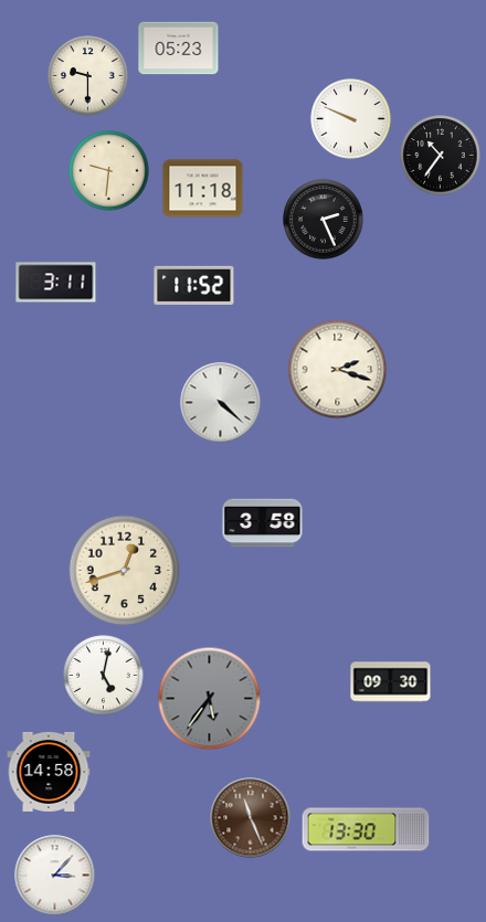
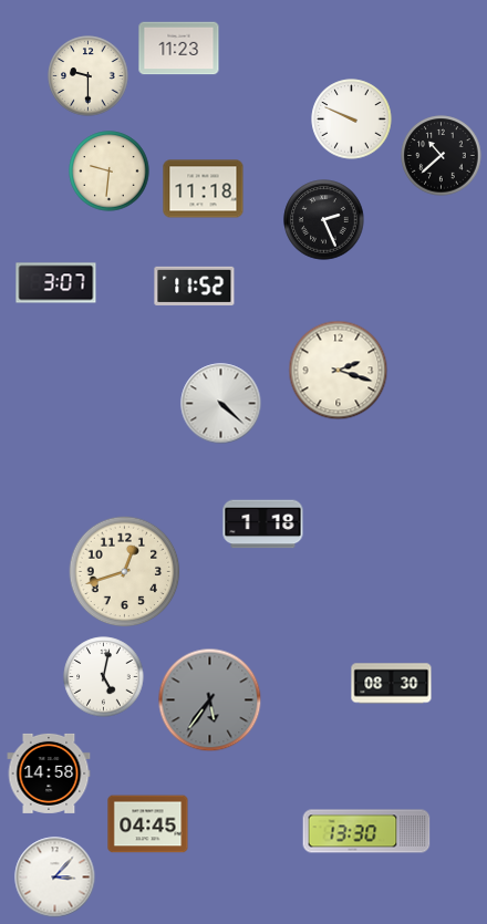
clock at (179, 49): 05:23 -> 11:23
clock at (441, 156): 10:36 -> 10:38
clock at (56, 283): 3:11 -> 3:07
clock at (263, 523): 3:58 -> 1:18
clock at (391, 682): 09:30 -> 08:30
clock at (251, 818): 11:26 -> none
clock at (148, 824): none -> 04:45
